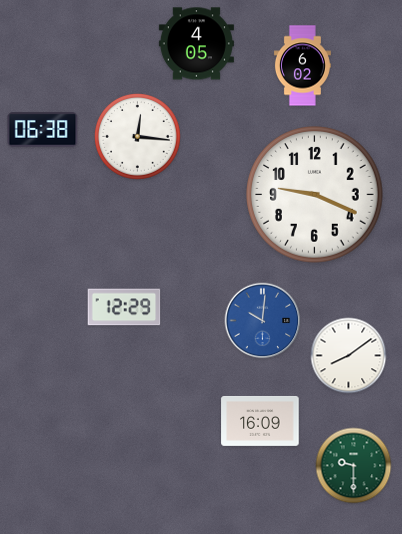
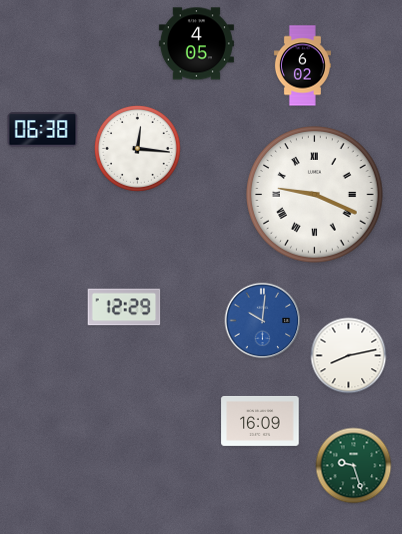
clock at (137, 136) position: (137, 136) -> (137, 148)
clock at (315, 195) numerals: Arabic -> Roman
clock at (349, 356): 8:09 -> 8:13
clock at (354, 466): 9:30 -> 9:27
